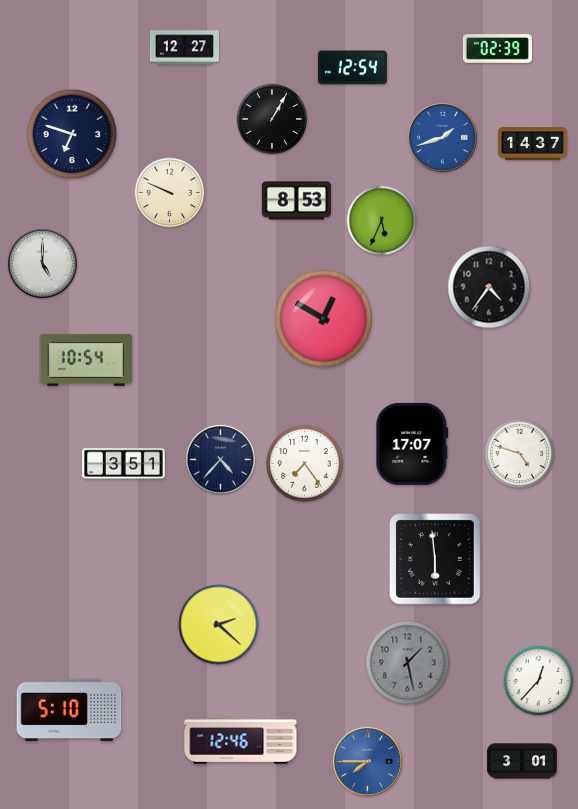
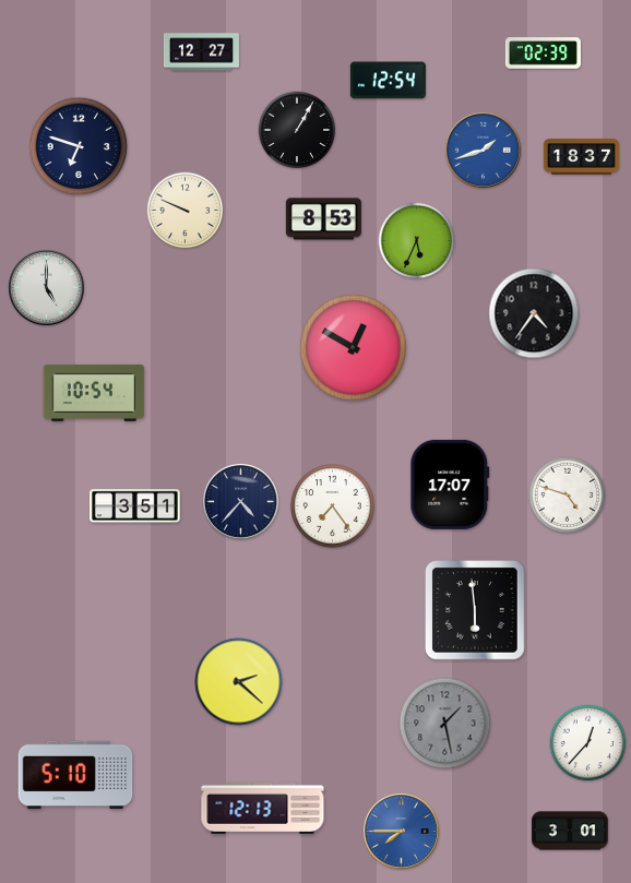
clock at (352, 68) position: (352, 68) -> (388, 81)
clock at (532, 144): 14:37 -> 18:37
clock at (241, 740): 12:46 -> 12:13
